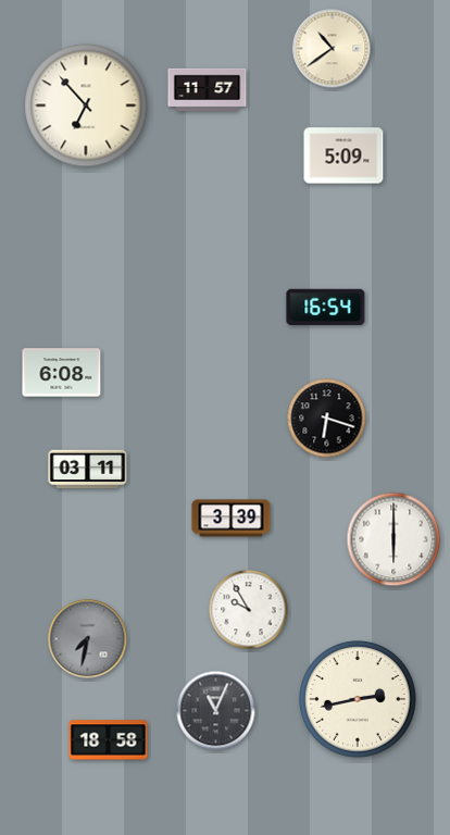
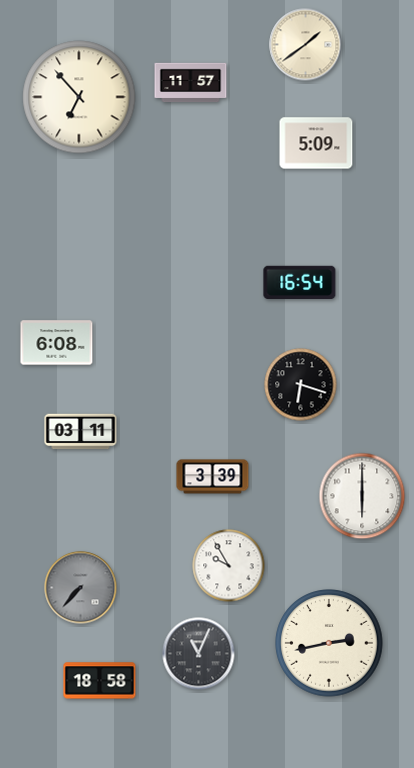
clock at (333, 49): 10:39 -> 1:39
clock at (249, 610) position: (249, 610) -> (229, 566)
clock at (88, 639): 7:32 -> 7:37
